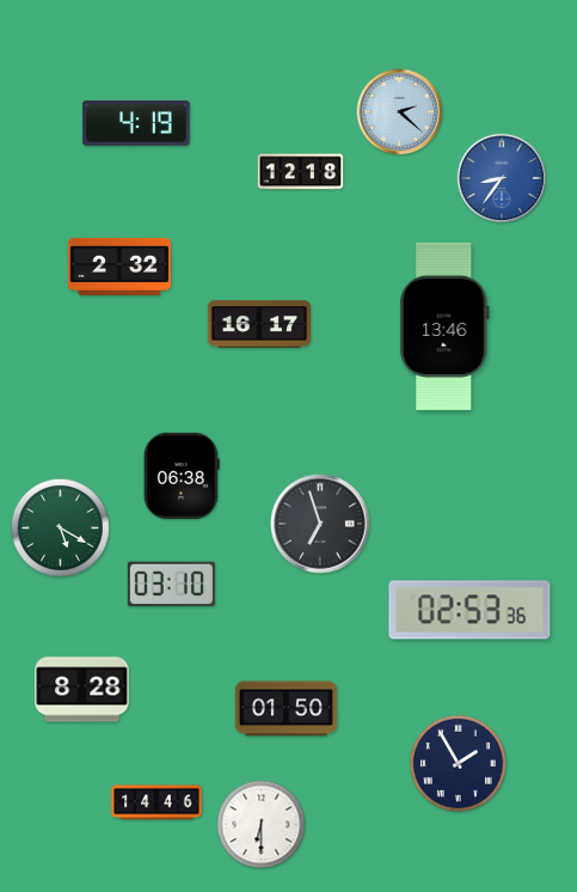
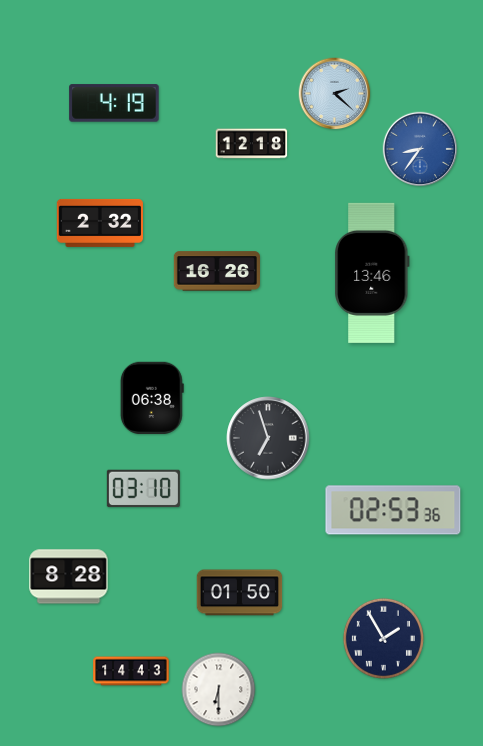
clock at (258, 324): 16:17 -> 16:26
clock at (60, 527): 5:20 -> none
clock at (156, 802): 14:46 -> 14:43
